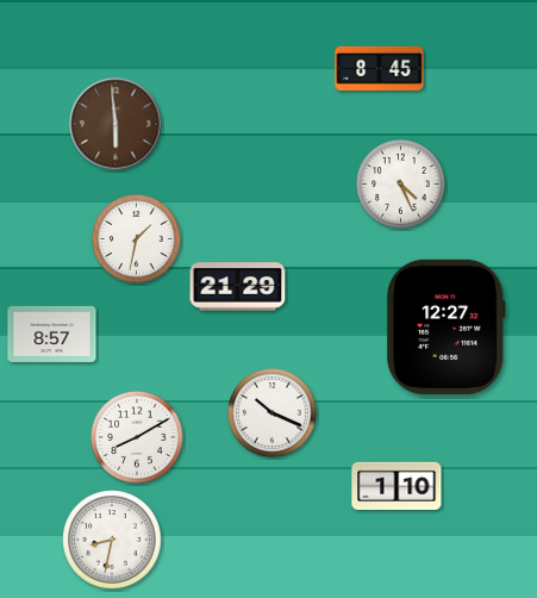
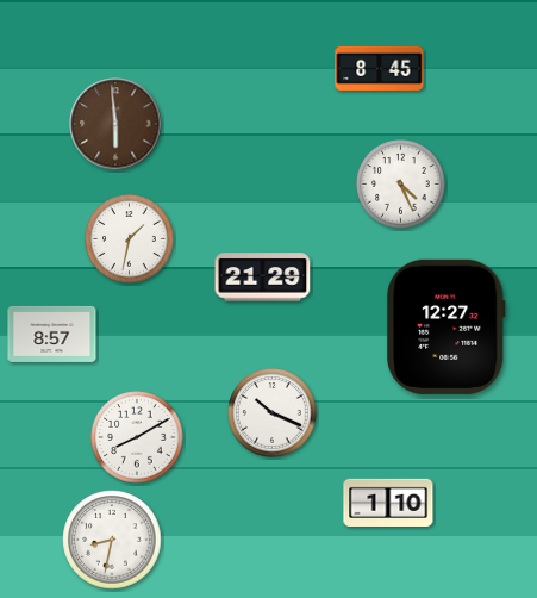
clock at (137, 239) position: (137, 239) -> (130, 239)
clock at (238, 287) position: (238, 287) -> (263, 278)
clock at (396, 486) position: (396, 486) -> (388, 503)
